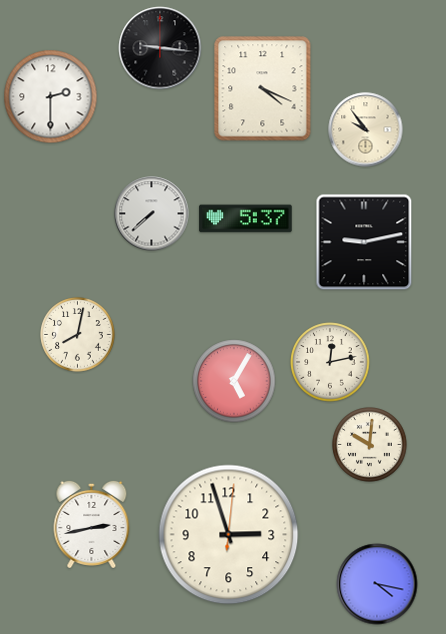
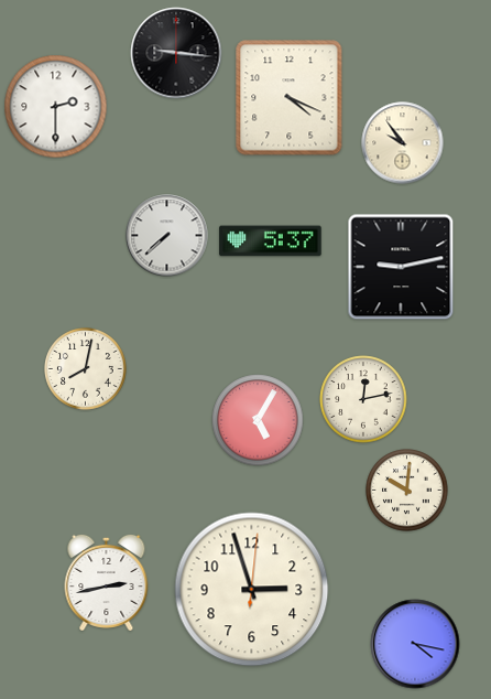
clock at (92, 524) position: (92, 524) -> (107, 582)
